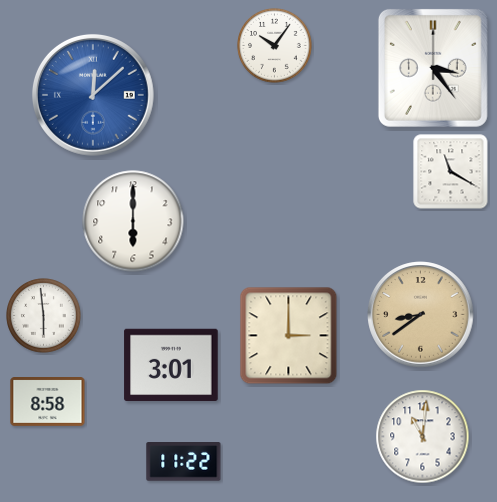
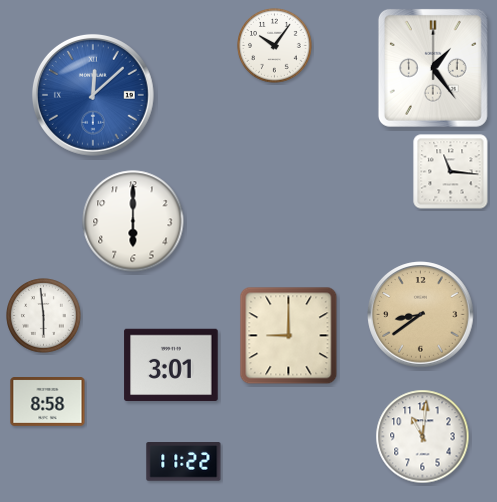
clock at (433, 68): 3:24 -> 1:24
clock at (451, 172): 11:20 -> 11:16
clock at (289, 336): 3:00 -> 9:00
